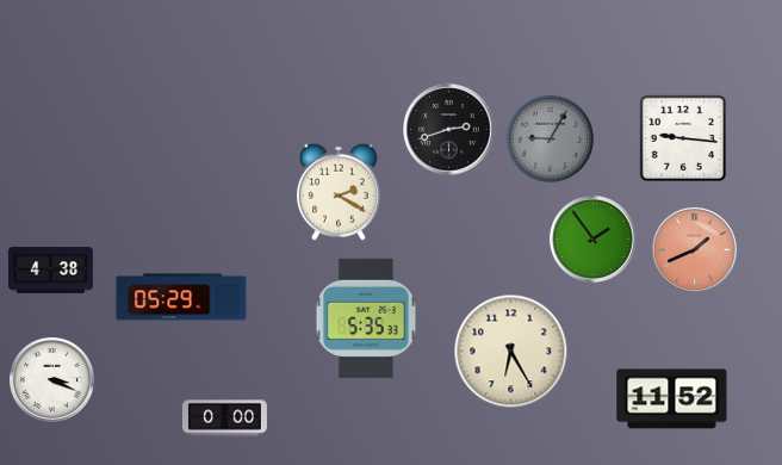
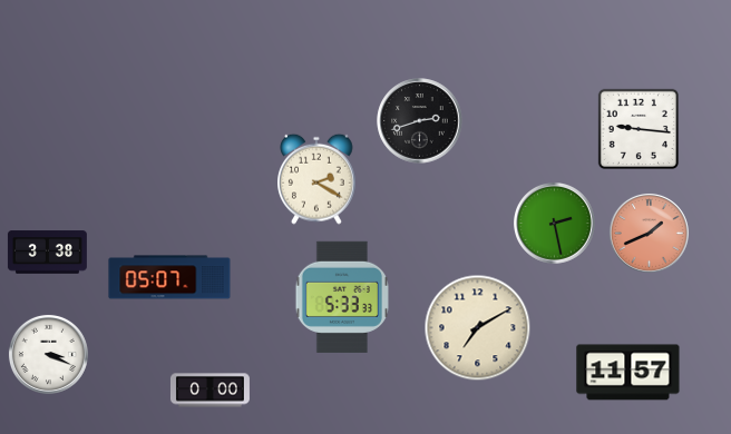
clock at (551, 139): 9:05 -> none
clock at (594, 240): 1:54 -> 2:28
clock at (50, 271): 4:38 -> 3:38
clock at (181, 297): 05:29 -> 05:07
clock at (366, 317): 5:35 -> 5:33
clock at (511, 352): 6:25 -> 7:10
clock at (672, 399): 11:52 -> 11:57
